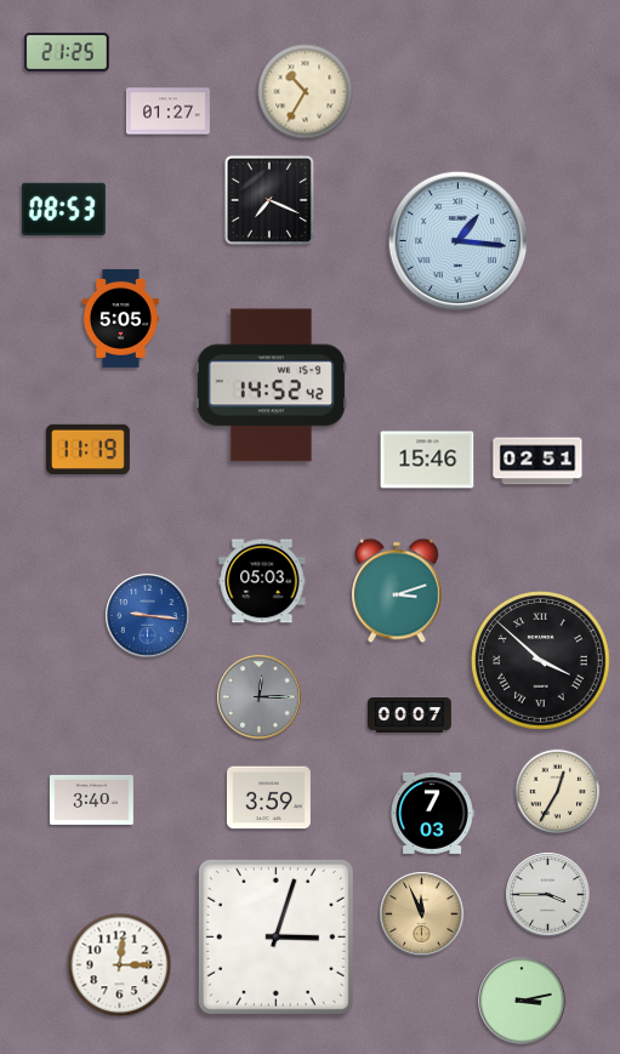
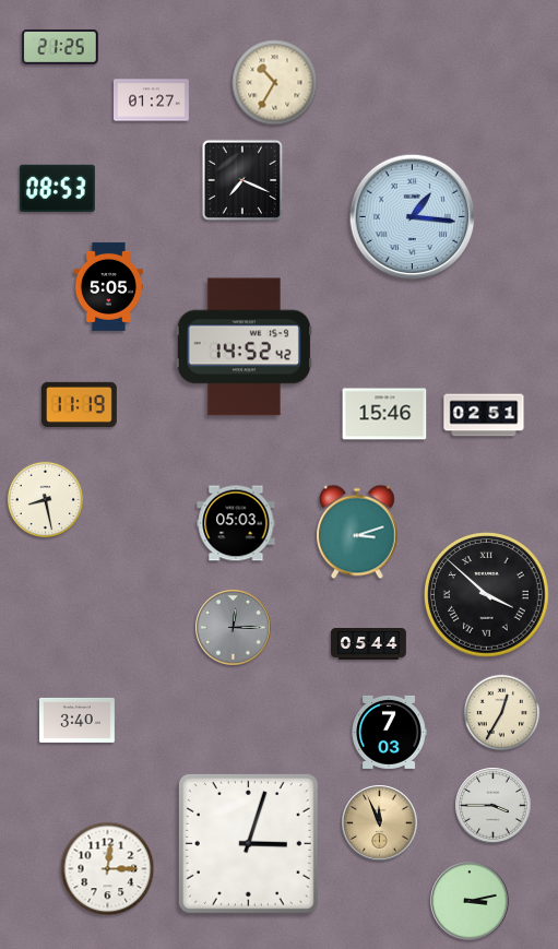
clock at (46, 500): none -> 8:28
clock at (148, 616): 9:16 -> none
clock at (409, 716): 00:07 -> 05:44
clock at (268, 798): 3:59 -> none
clock at (91, 799) position: (91, 799) -> (76, 720)
